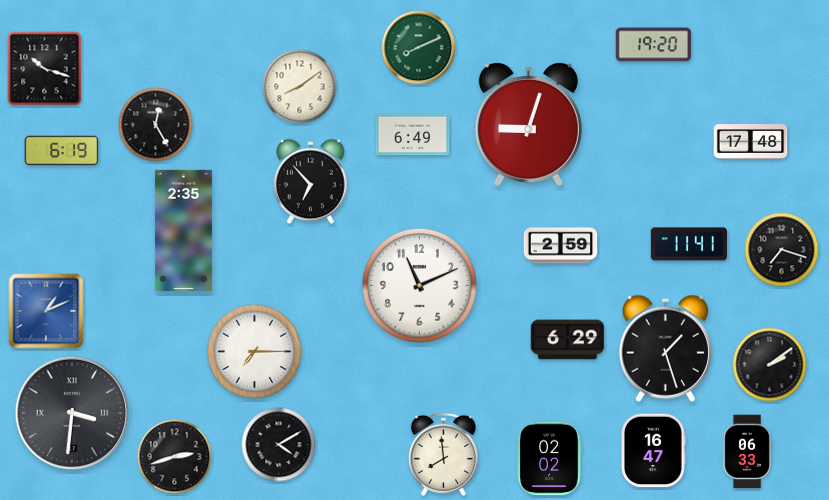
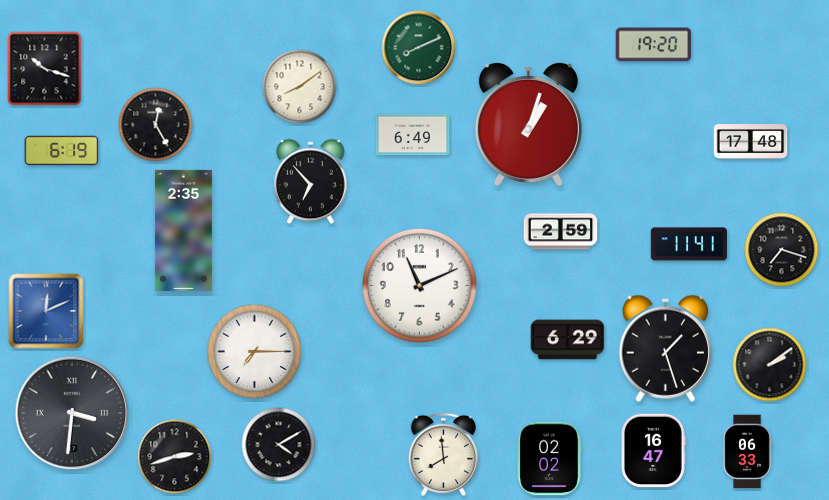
clock at (528, 124): 9:03 -> 1:03
clock at (561, 246) position: (561, 246) -> (561, 232)
clock at (46, 311): 1:11 -> 12:11
